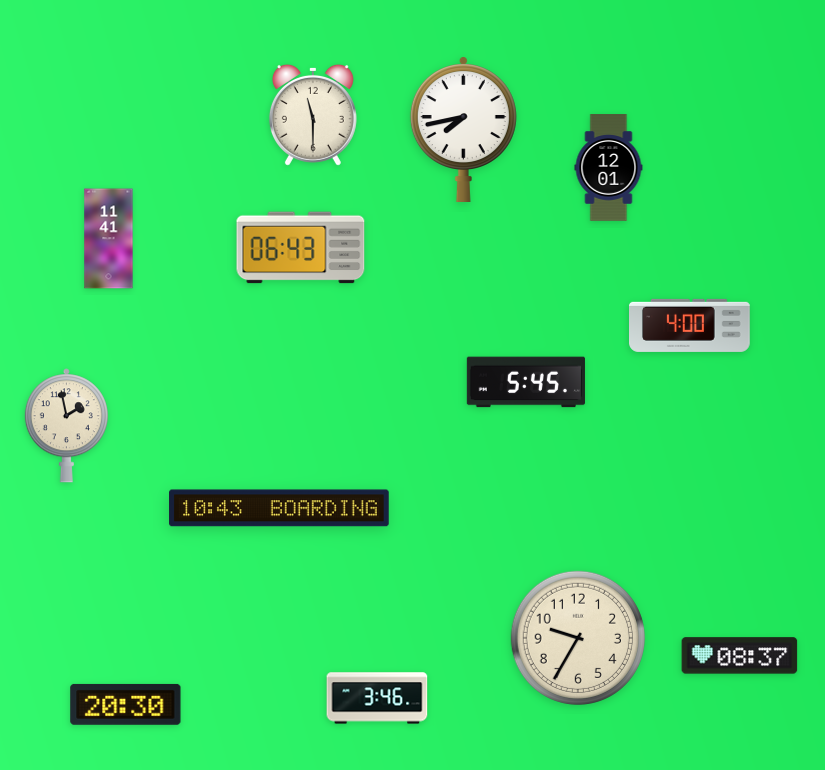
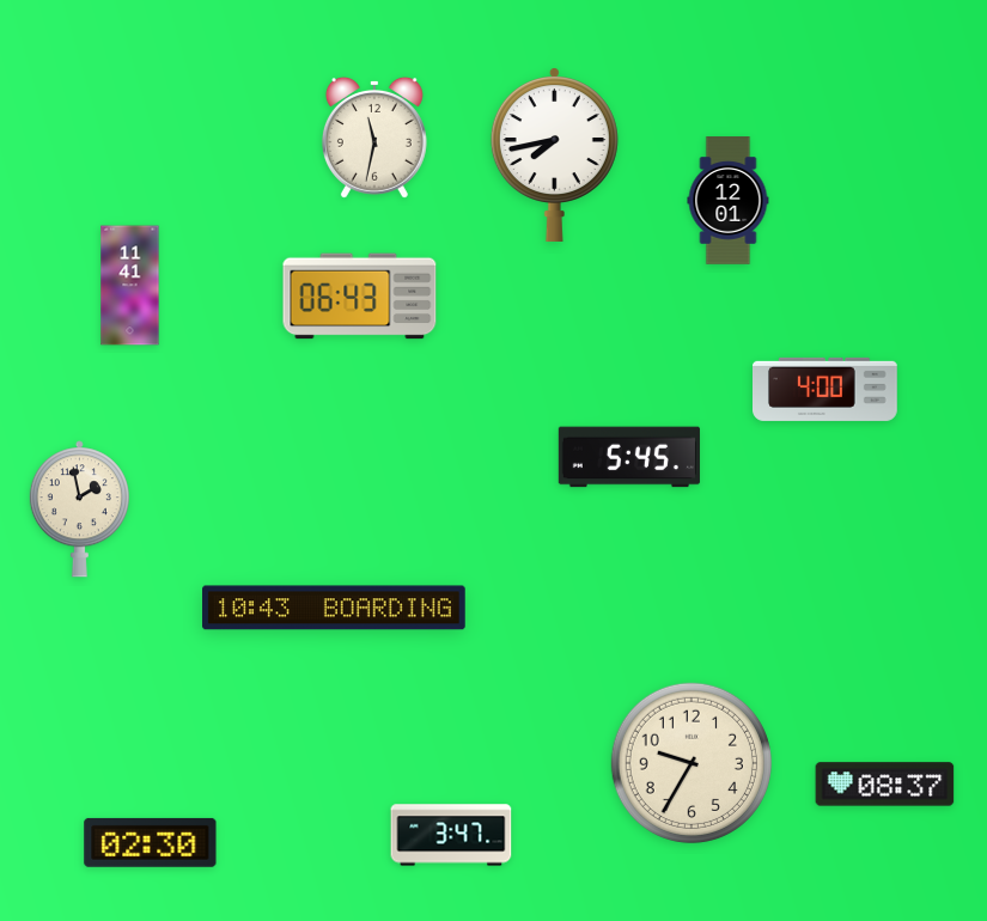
clock at (313, 115): 11:30 -> 11:32
clock at (377, 698): 3:46 -> 3:47
clock at (126, 704): 20:30 -> 02:30
